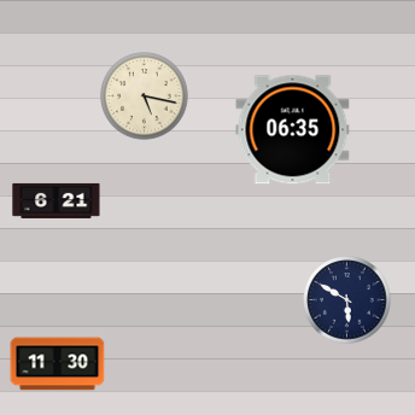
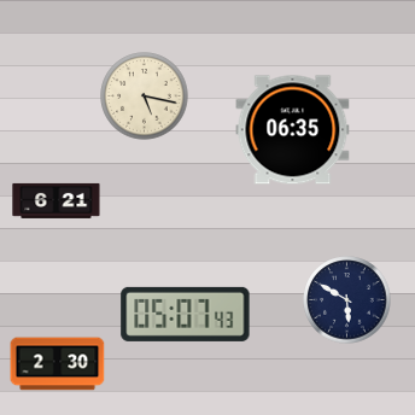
clock at (186, 314): none -> 05:07
clock at (58, 364): 11:30 -> 2:30
